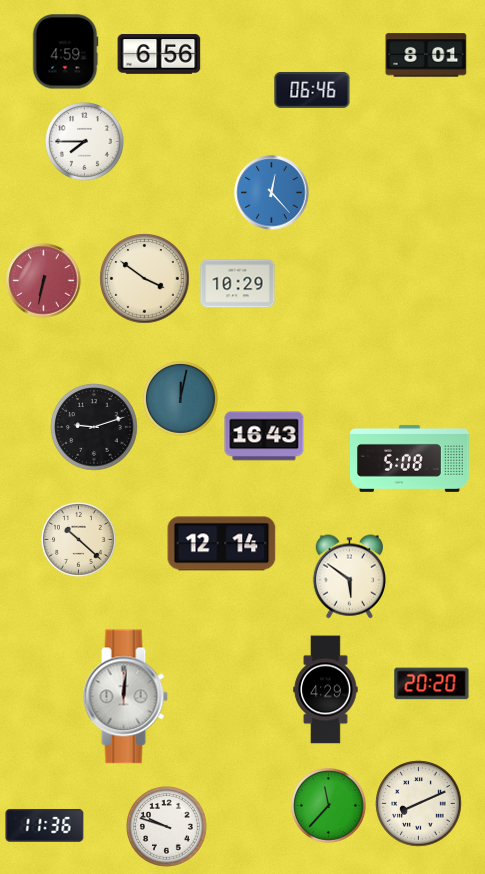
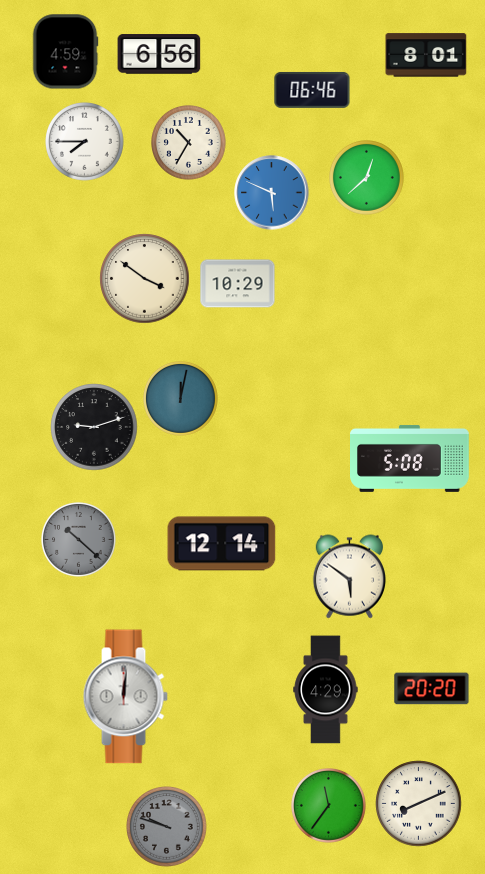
clock at (189, 143): none -> 10:35
clock at (367, 178): none -> 12:38
clock at (272, 193): 12:23 -> 5:49
clock at (44, 281): 6:32 -> none
clock at (264, 436): 16:43 -> none
clock at (79, 540) dial: cream -> grey
clock at (432, 684) position: (432, 684) -> (432, 689)
clock at (329, 806): 11:37 -> 11:36
clock at (45, 825): 11:36 -> none
clock at (167, 827) dial: white -> grey
